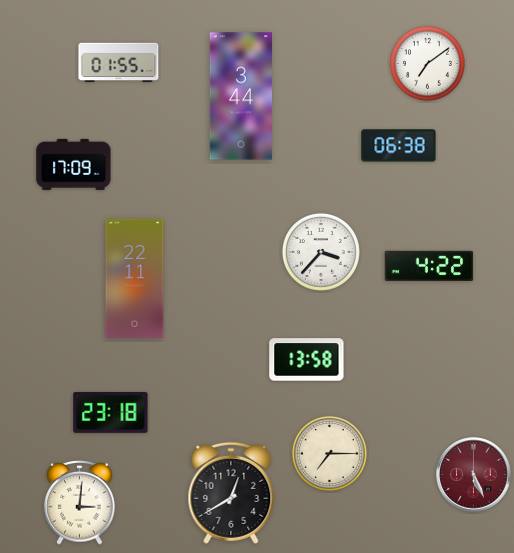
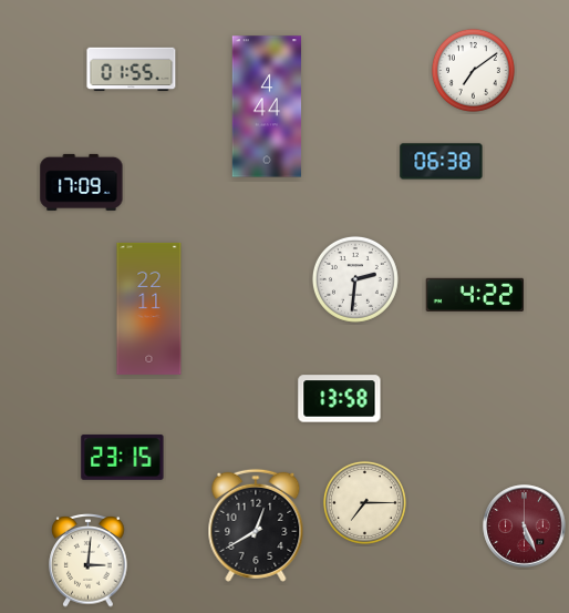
clock at (240, 96): 3:44 -> 4:44
clock at (321, 252): 3:37 -> 2:31
clock at (111, 412): 23:18 -> 23:15
clock at (231, 493) position: (231, 493) -> (256, 525)
clock at (80, 503) position: (80, 503) -> (89, 561)
